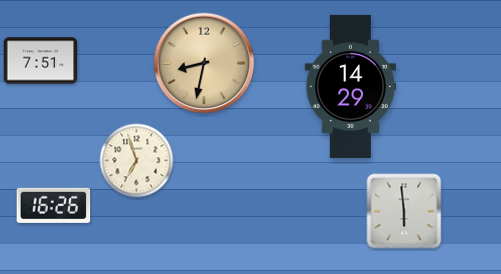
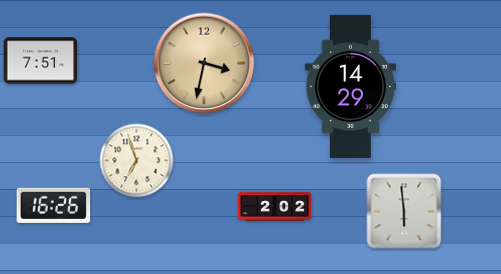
clock at (204, 63): 8:32 -> 3:32
clock at (275, 207): none -> 2:02
